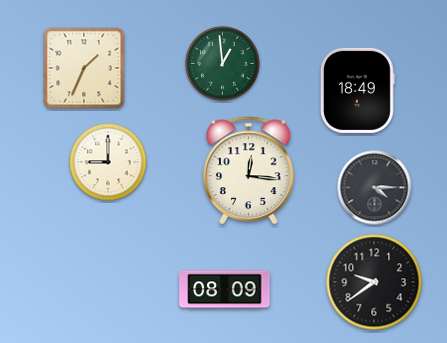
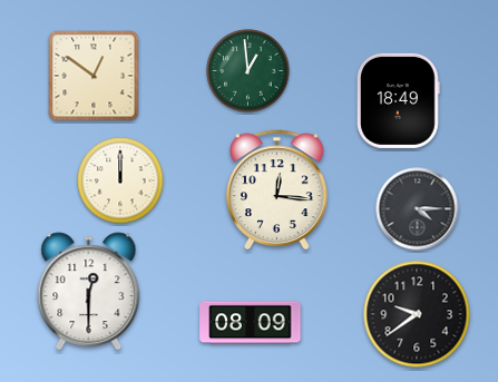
clock at (84, 68): 1:34 -> 12:51
clock at (108, 162): 9:00 -> 12:00
clock at (89, 292): none -> 12:30
